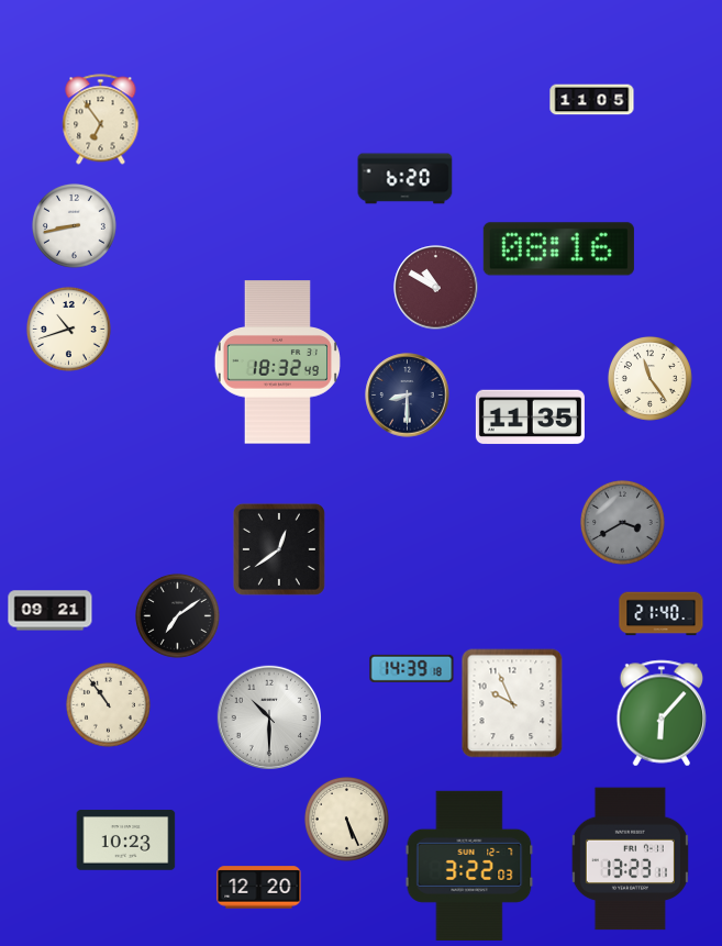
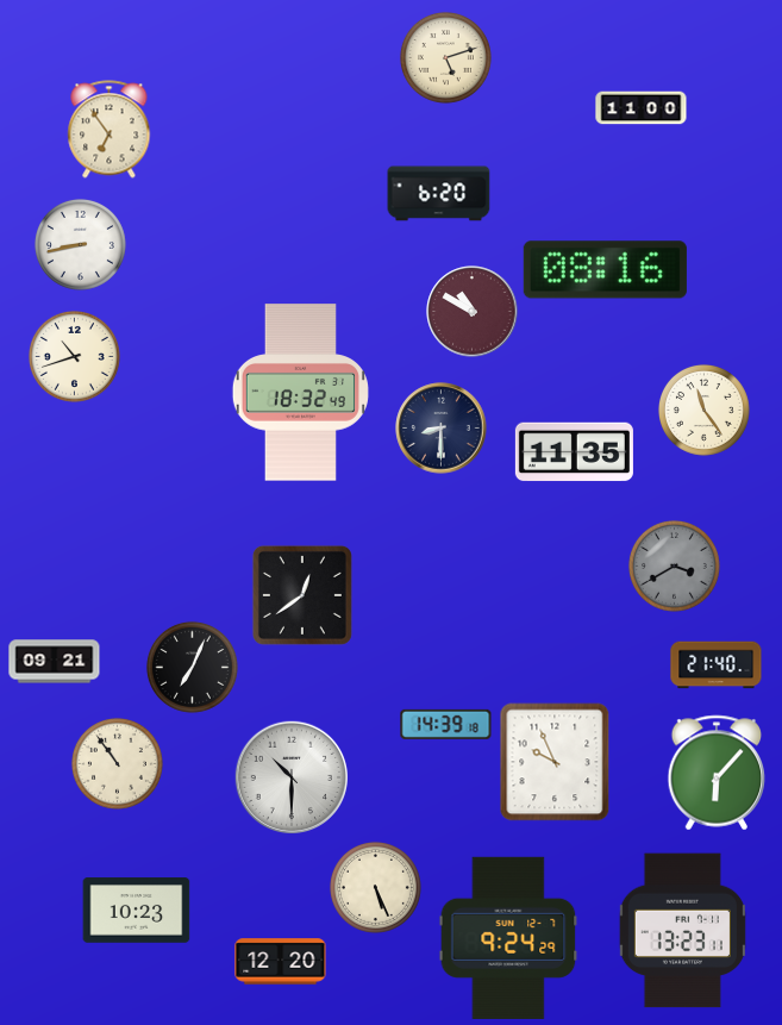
clock at (445, 57): none -> 5:12
clock at (592, 100): 11:05 -> 11:00
clock at (177, 615): 7:09 -> 7:04
clock at (469, 866): 3:22 -> 9:24
